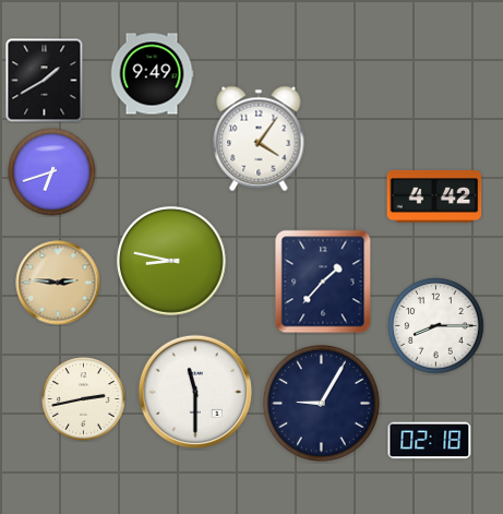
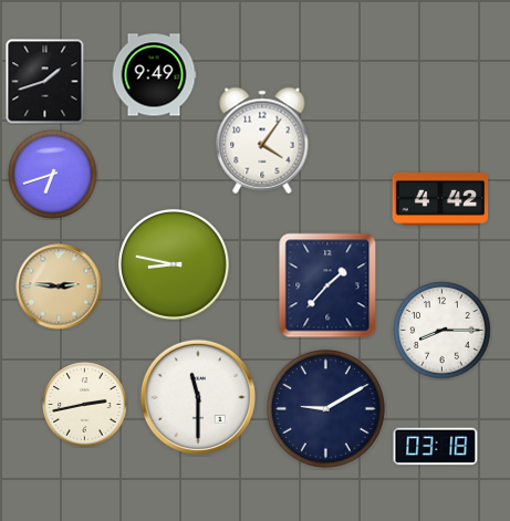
clock at (45, 81): 1:40 -> 1:42
clock at (321, 403): 9:05 -> 9:10
clock at (430, 441): 02:18 -> 03:18
